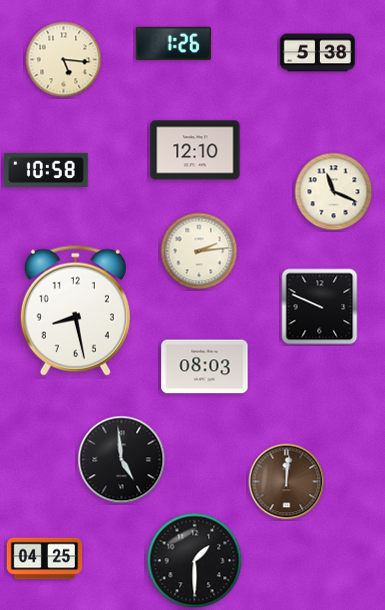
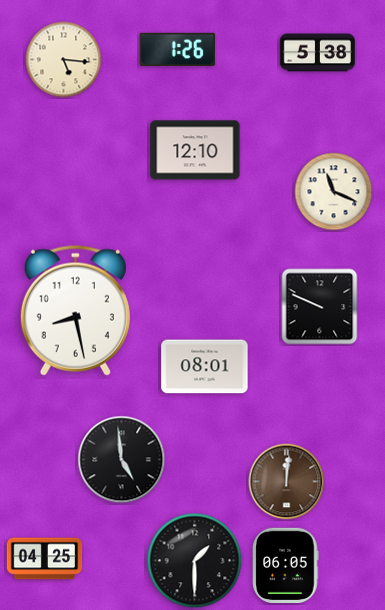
clock at (173, 43) position: (173, 43) -> (177, 49)
clock at (46, 170): 10:58 -> none
clock at (199, 251): 2:14 -> none
clock at (205, 367): 08:03 -> 08:01
clock at (286, 565): none -> 06:05
